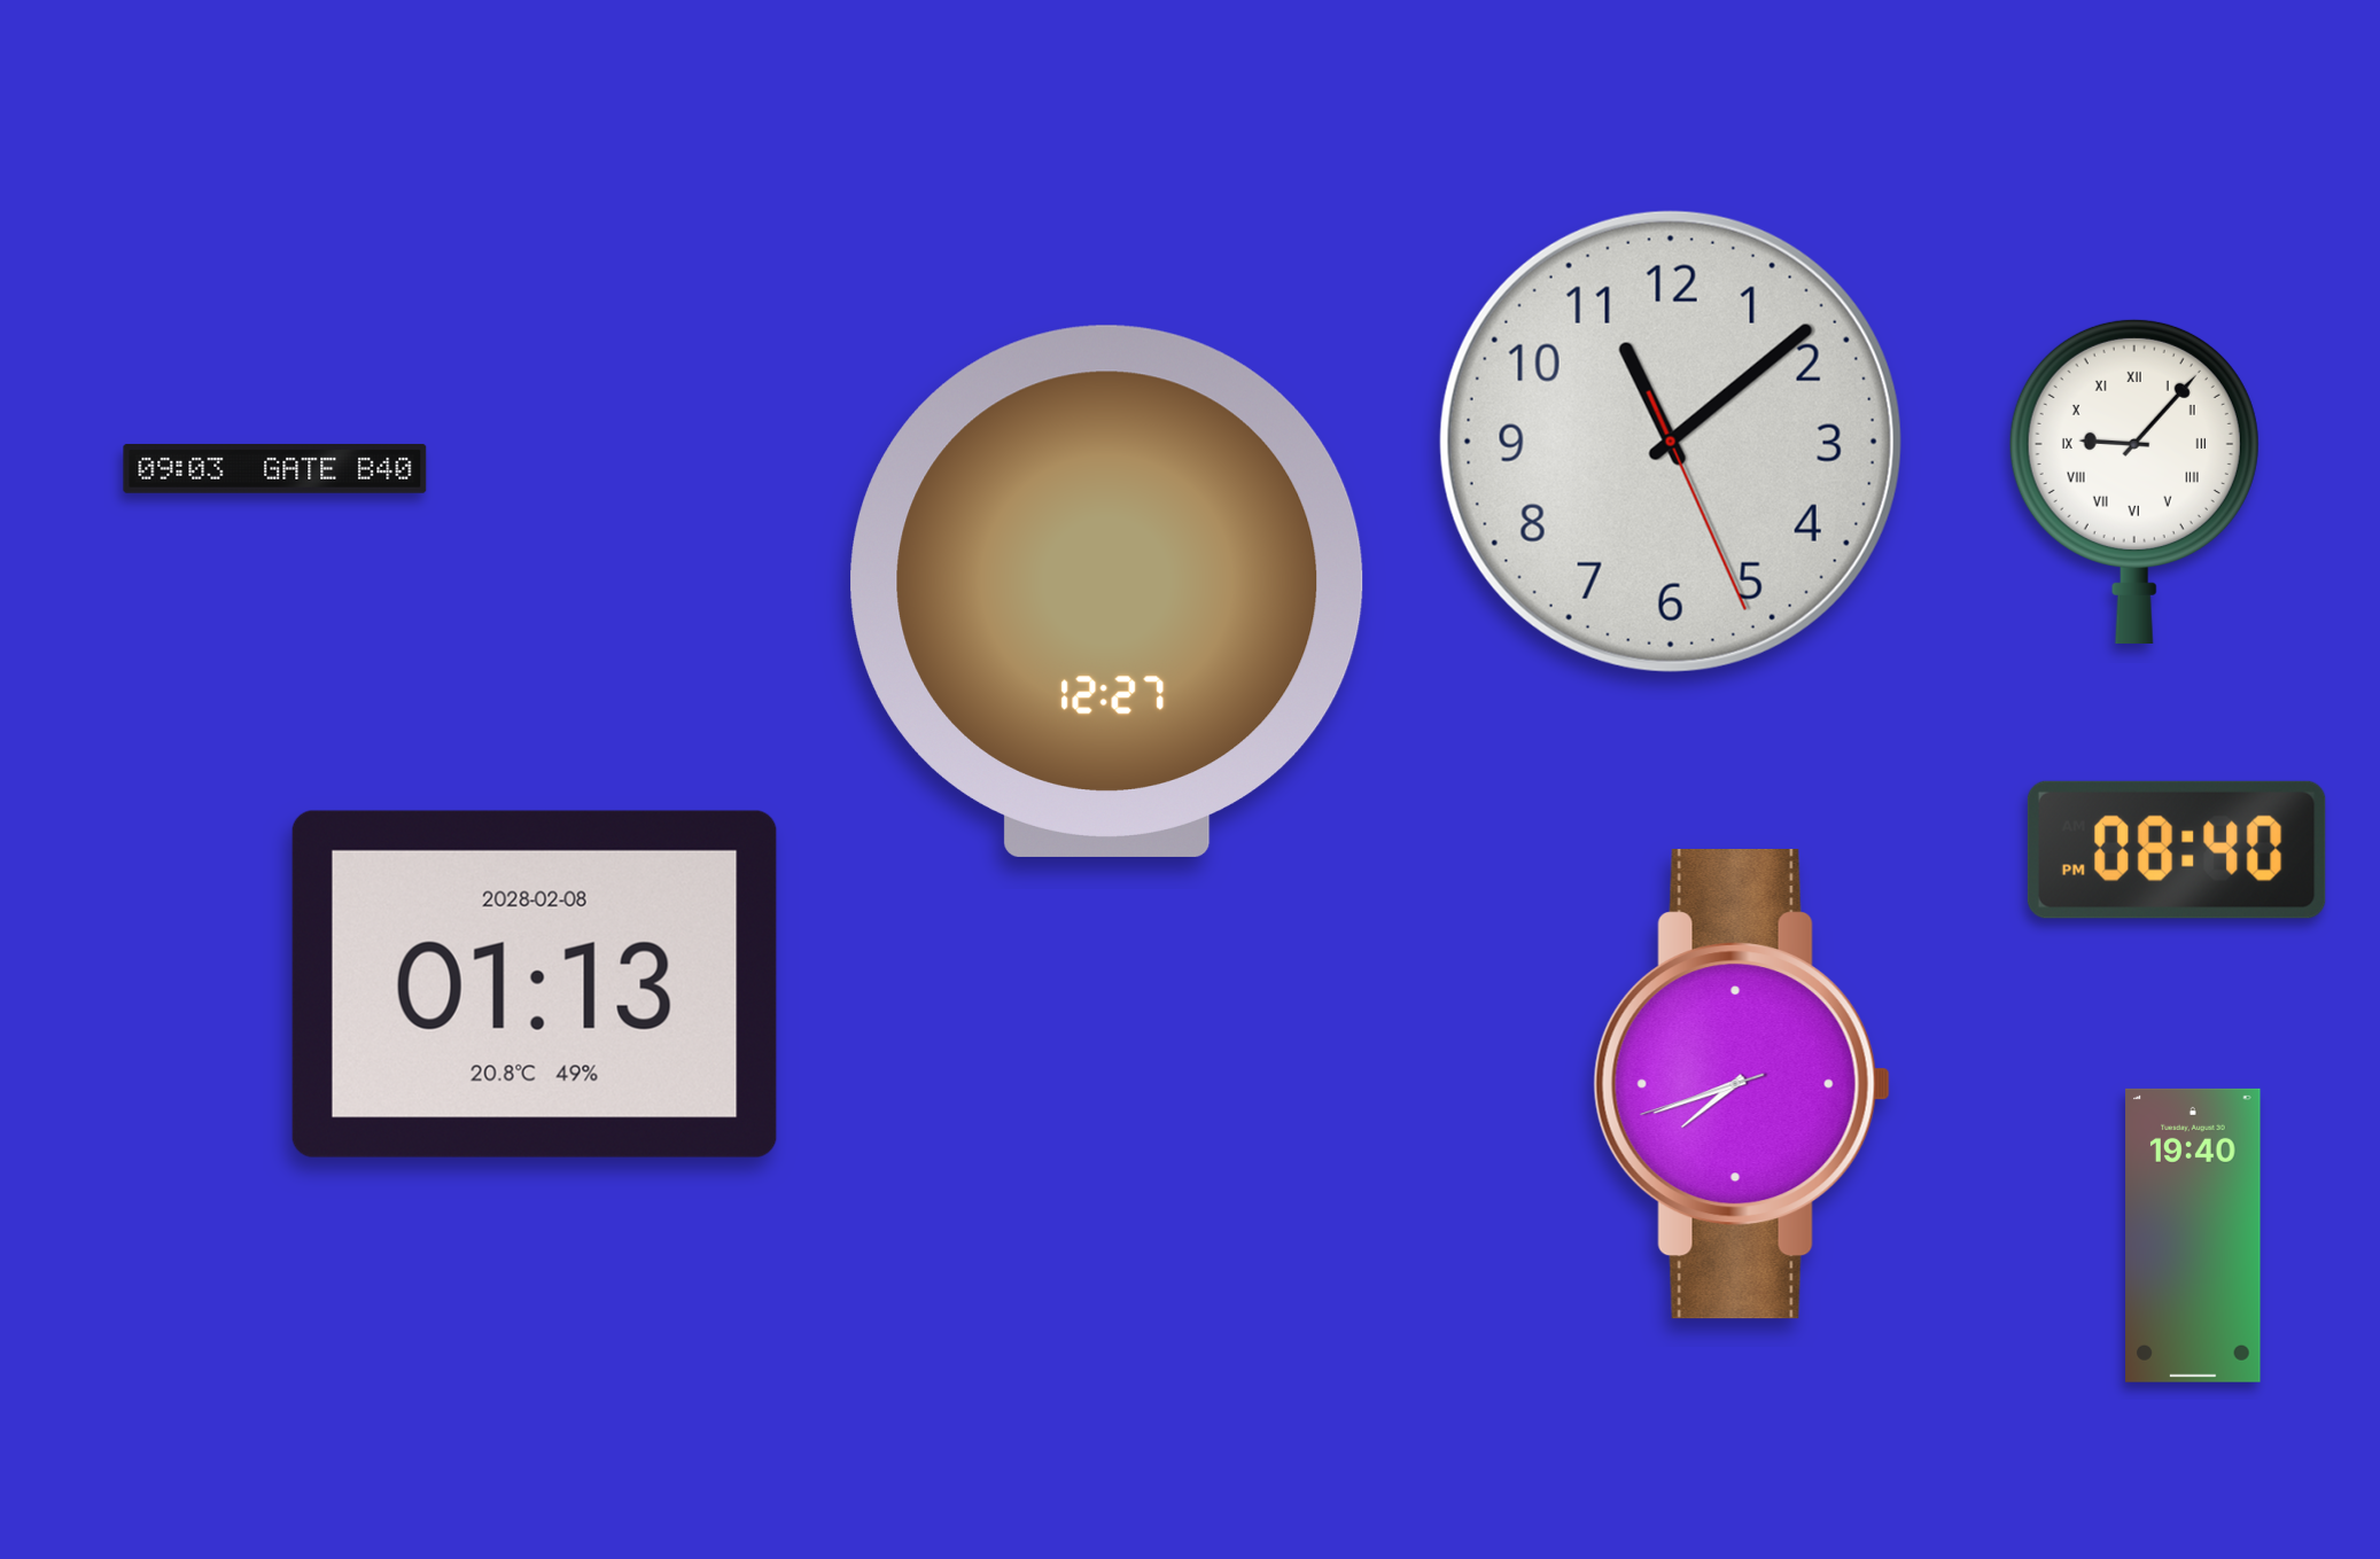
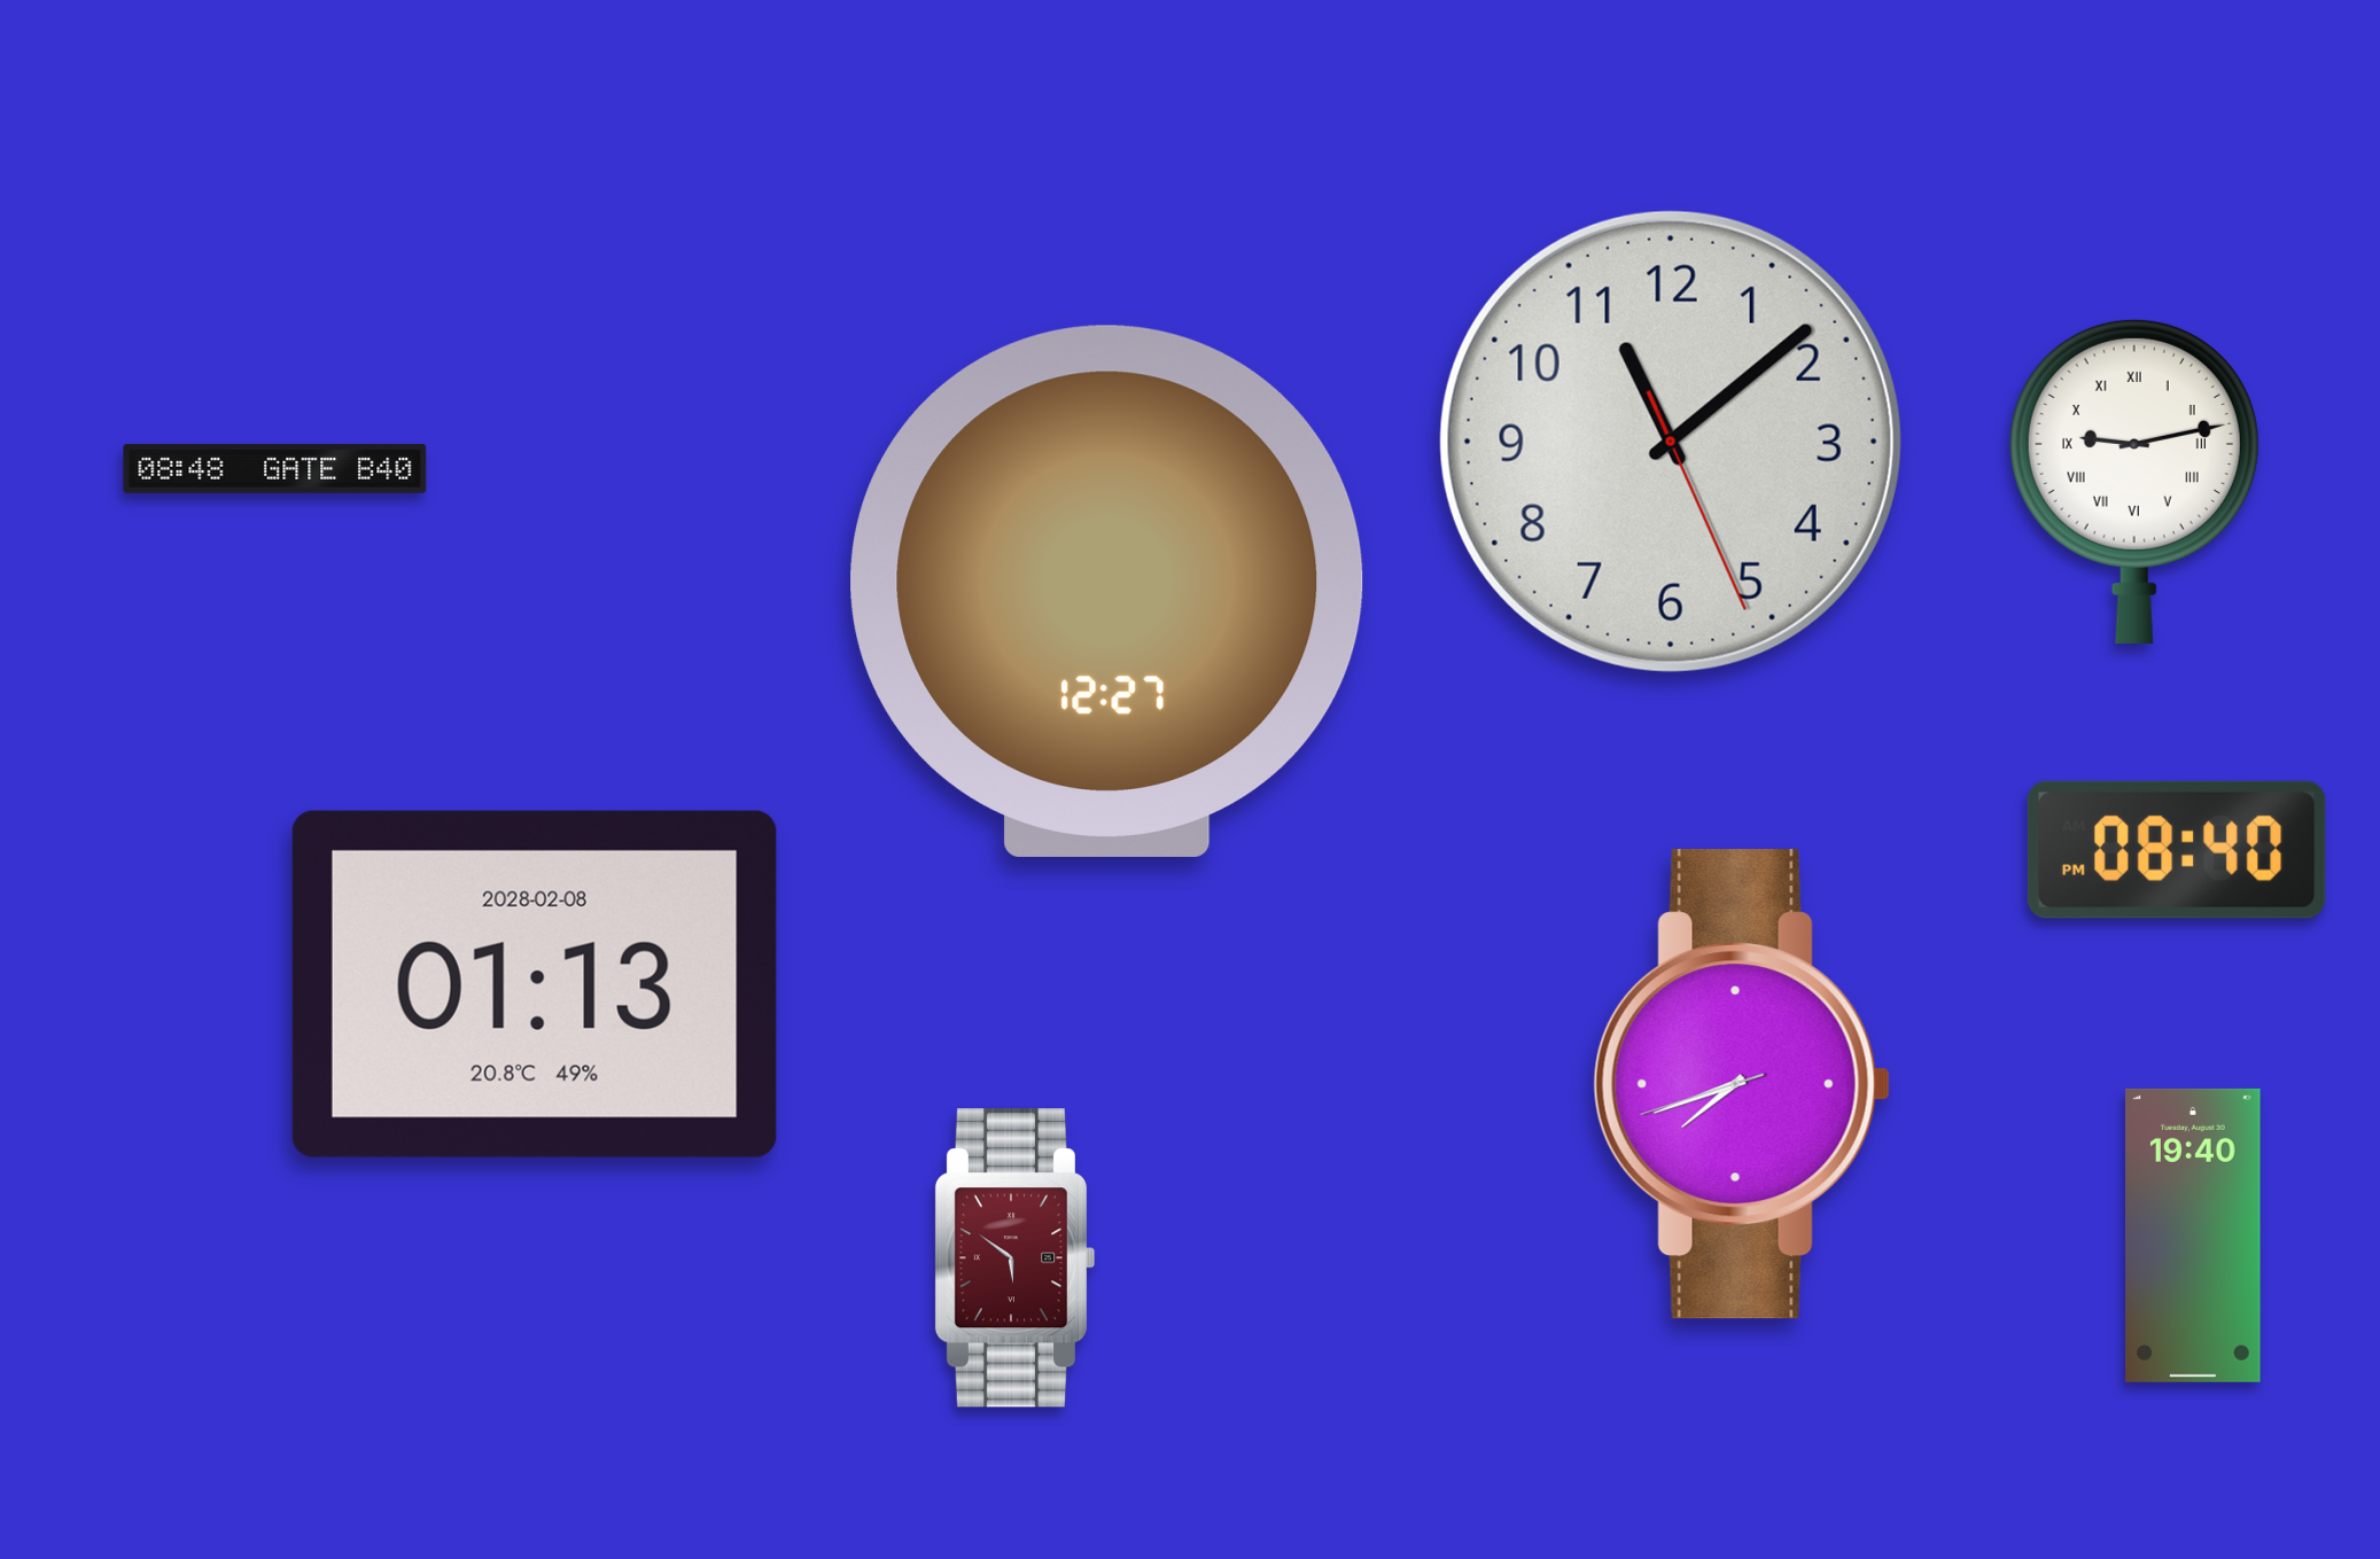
clock at (275, 468): 09:03 -> 08:48
clock at (2134, 481): 9:07 -> 9:13
clock at (1014, 1258): none -> 5:51
